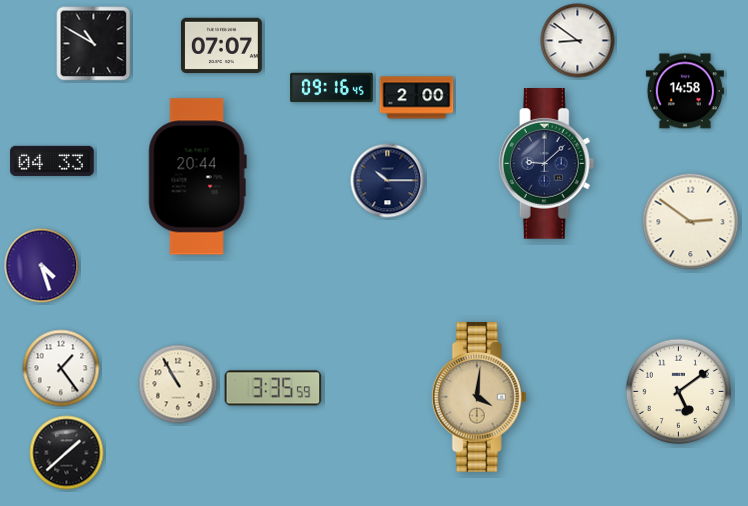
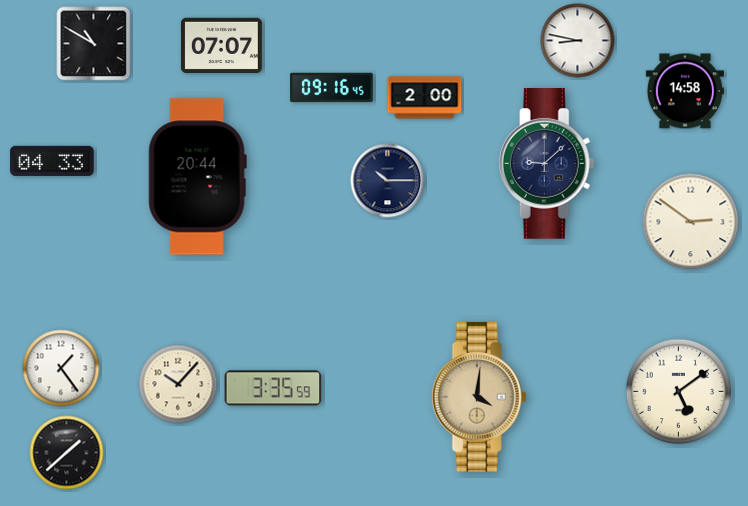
clock at (578, 41): 8:51 -> 8:47
clock at (417, 98) position: (417, 98) -> (425, 98)
clock at (42, 266): 4:27 -> none
clock at (178, 384): 10:55 -> 10:07
